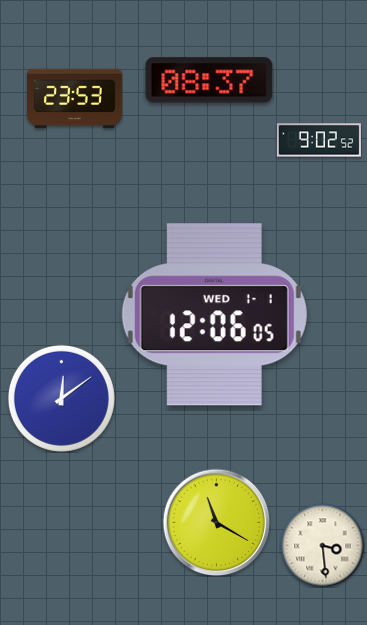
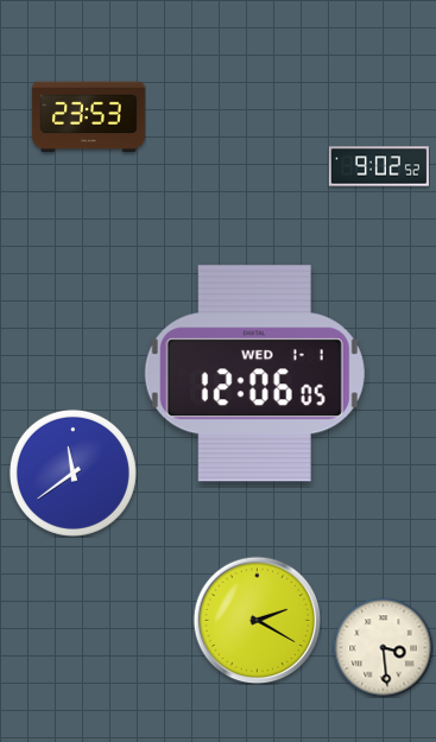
clock at (209, 80): 08:37 -> none
clock at (61, 398): 12:09 -> 11:39
clock at (216, 522): 11:20 -> 2:20
